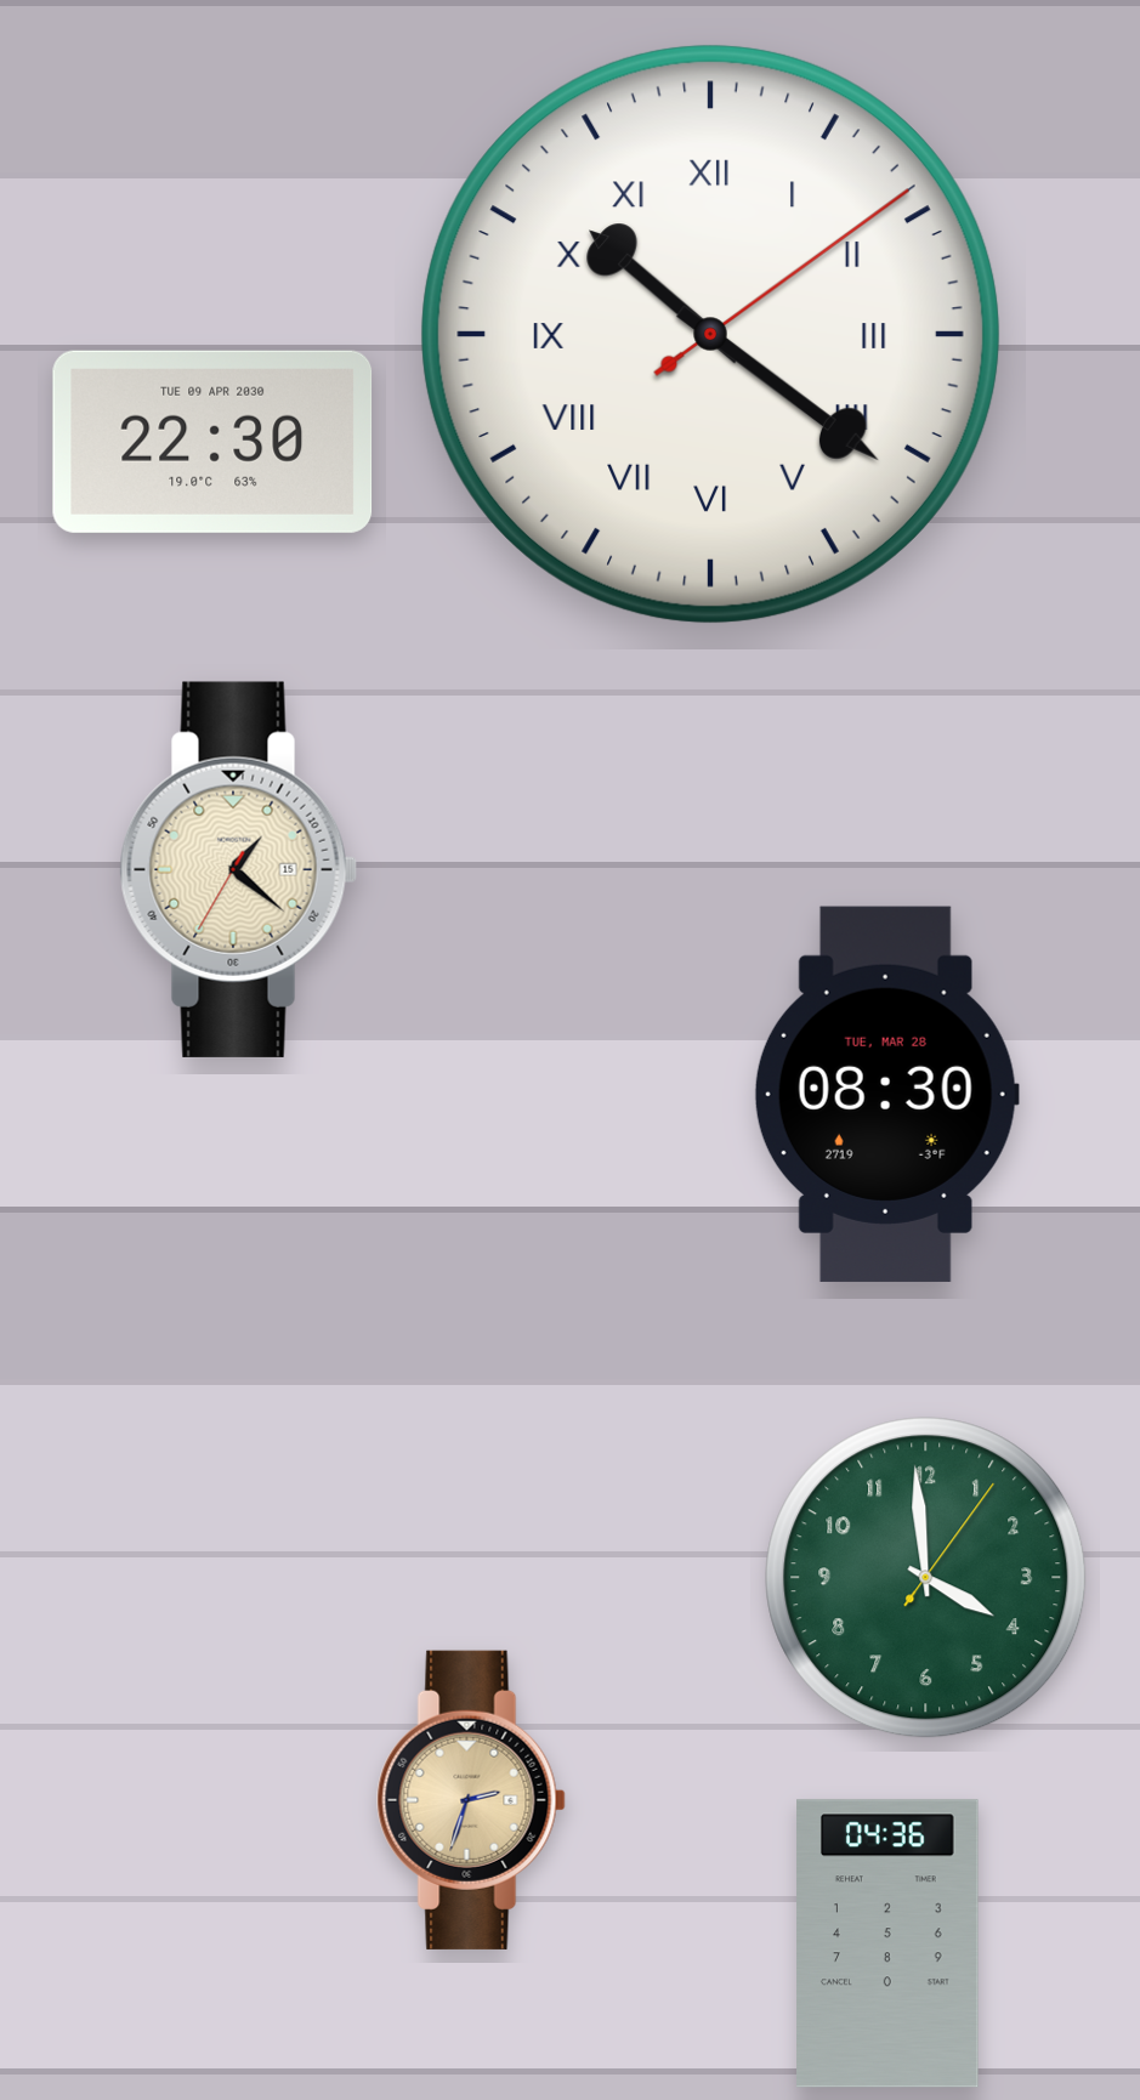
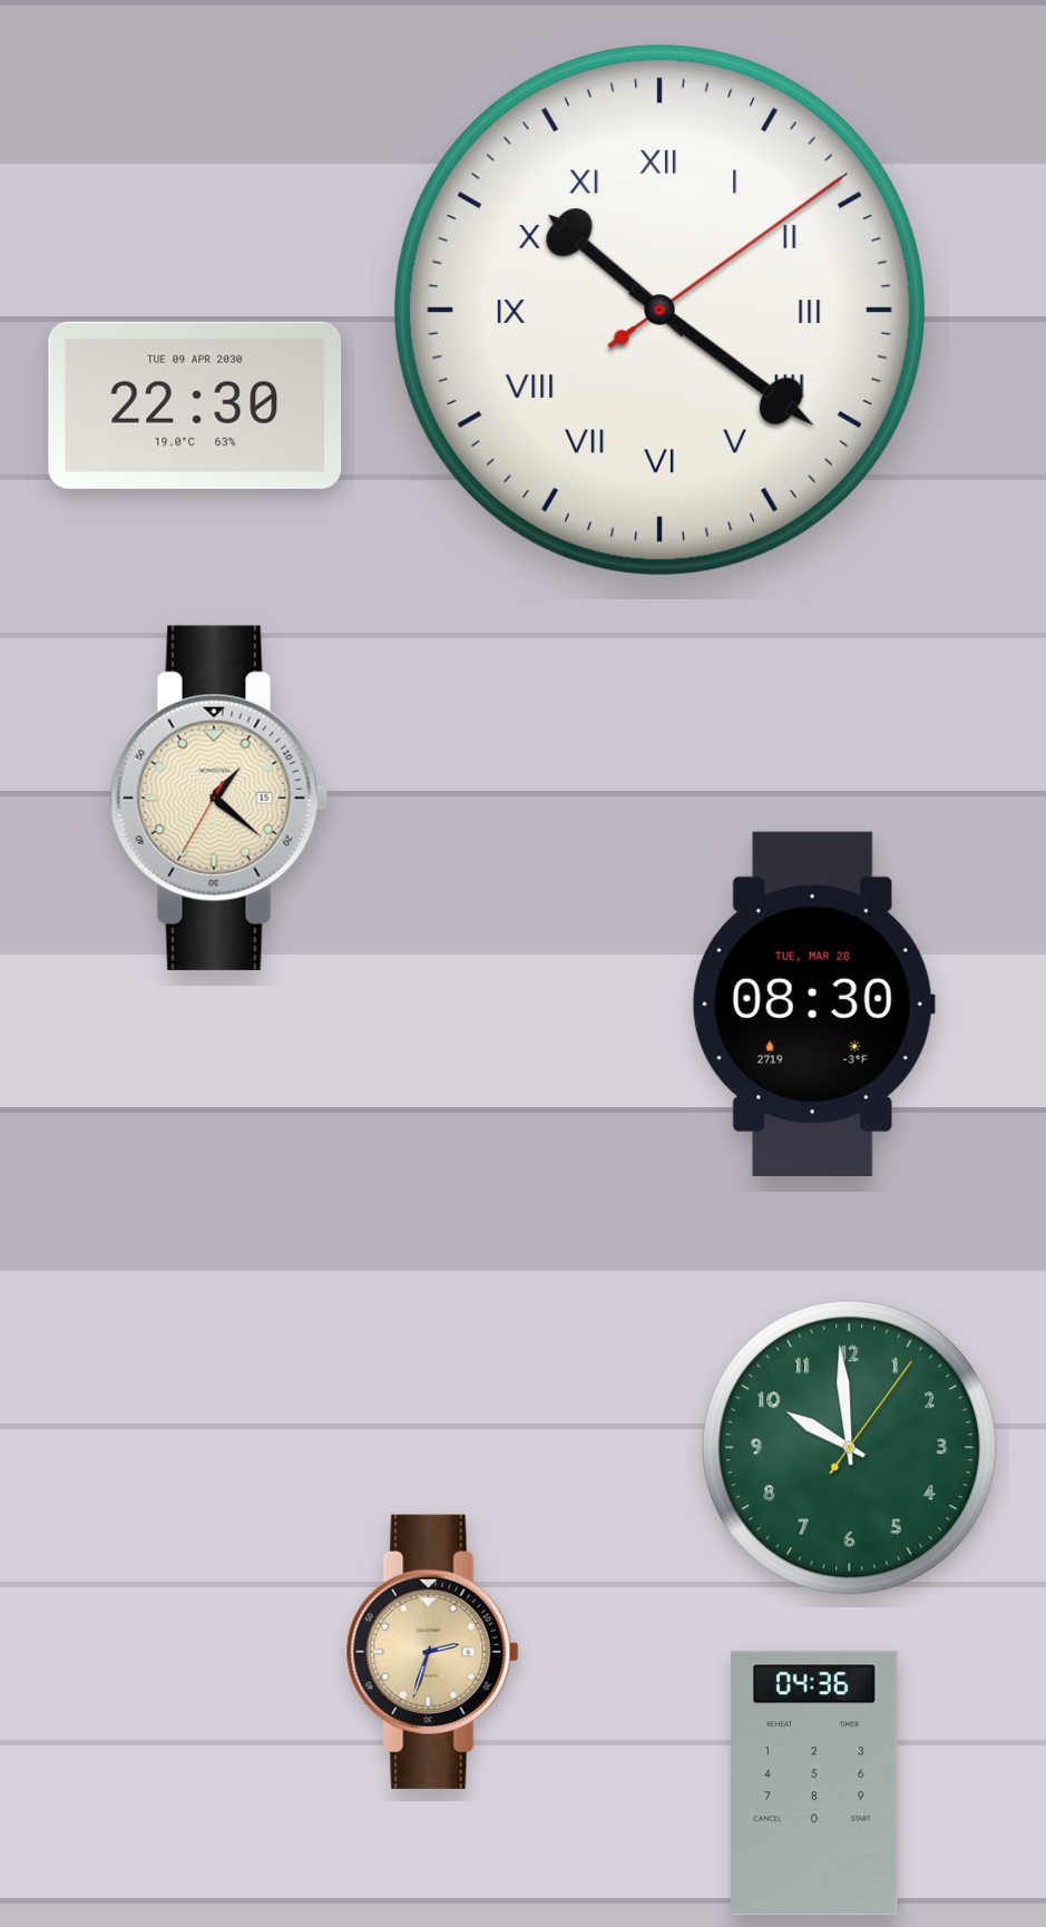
clock at (710, 334) position: (710, 334) -> (659, 310)
clock at (926, 1578): 3:59 -> 9:59
